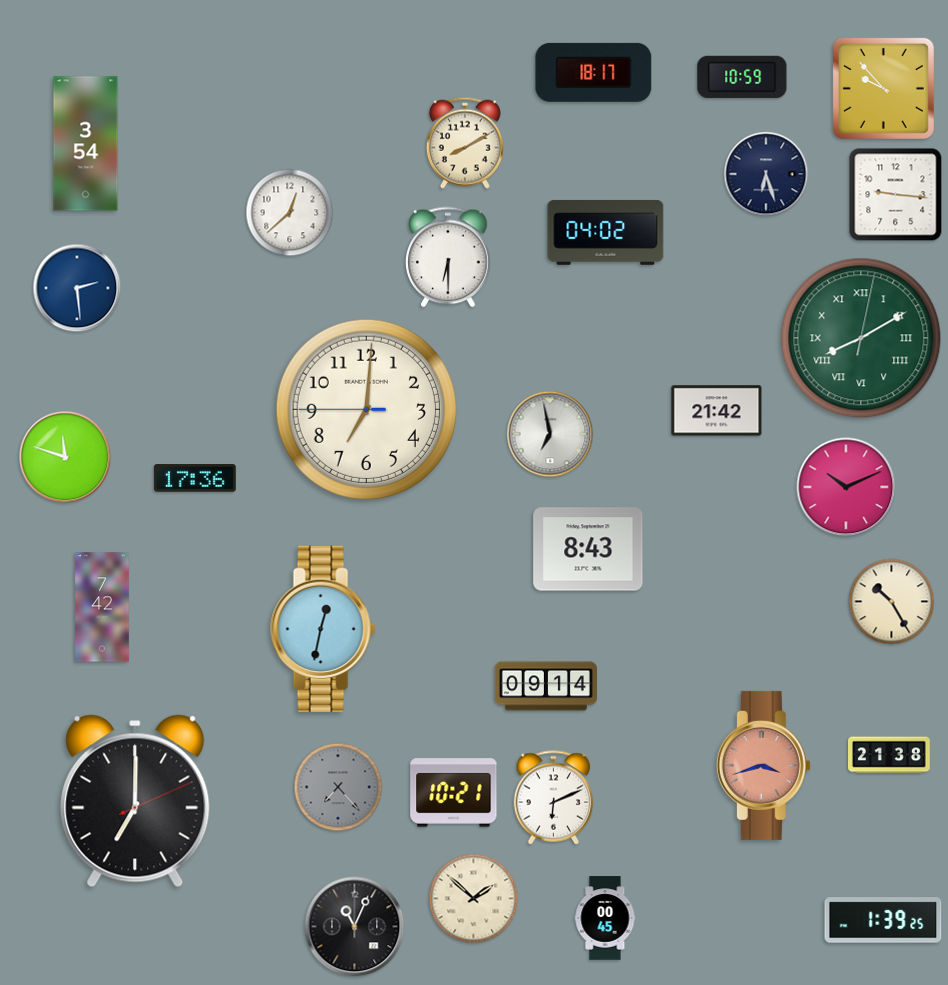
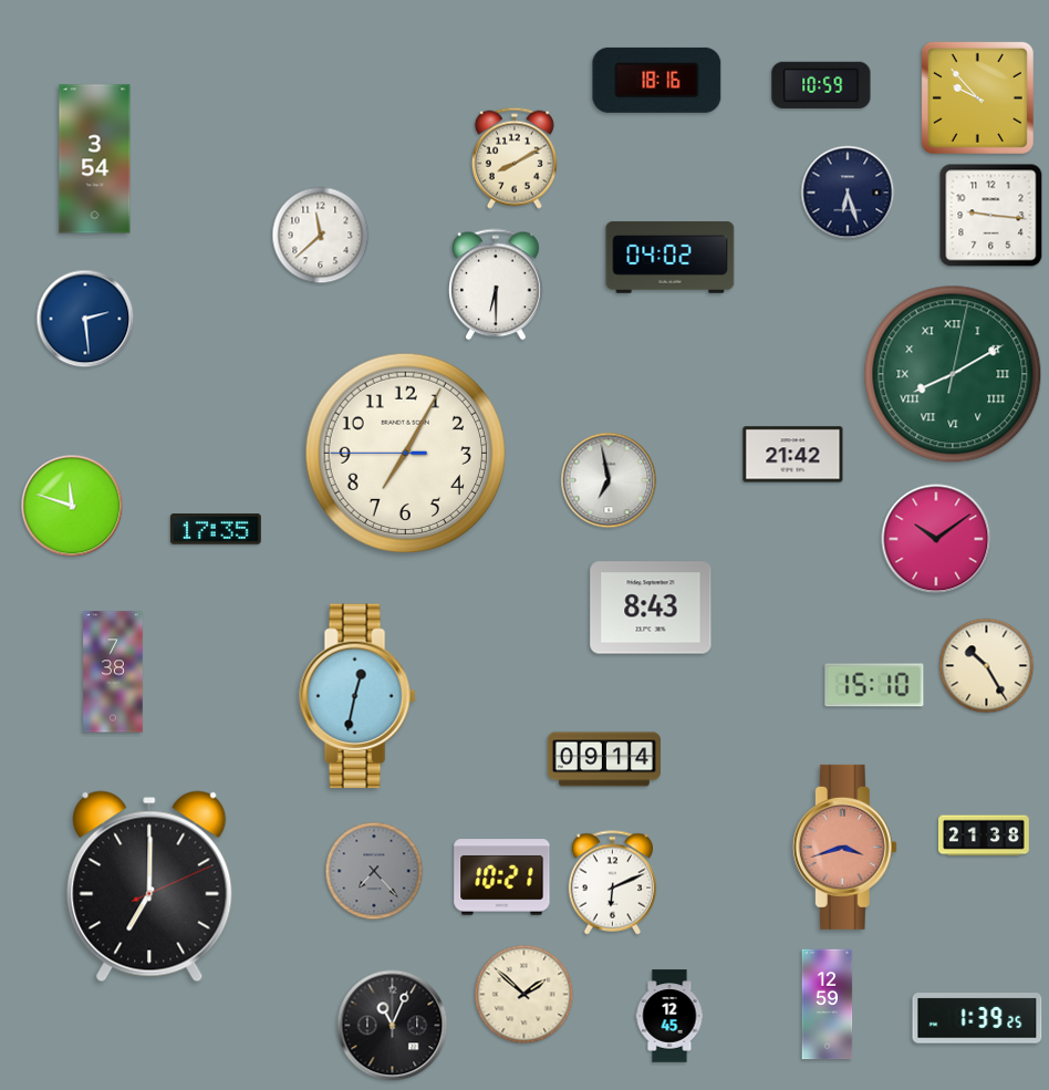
clock at (594, 72): 18:17 -> 18:16
clock at (290, 213): 12:38 -> 11:38
clock at (366, 409): 7:00 -> 7:04
clock at (195, 478): 17:36 -> 17:35
clock at (846, 487): 10:11 -> 10:09
clock at (102, 607): 7:42 -> 7:38
clock at (874, 685): none -> 15:10
clock at (828, 1005): none -> 12:59
clock at (605, 918): 00:45 -> 12:45
